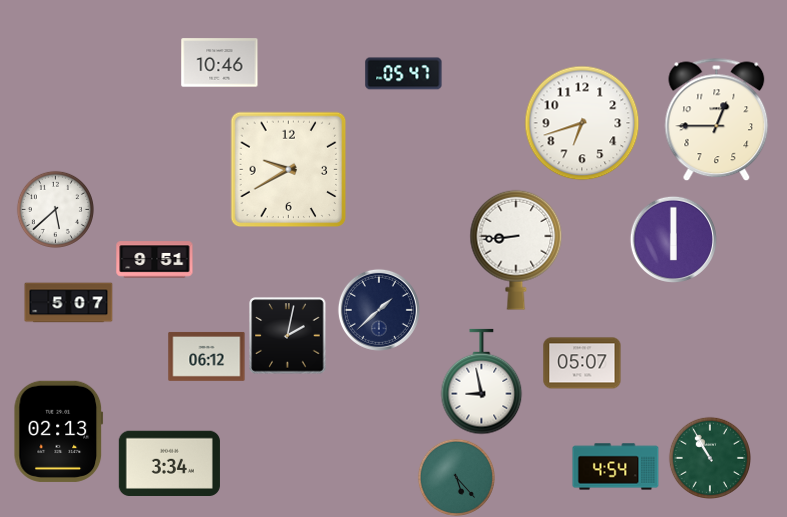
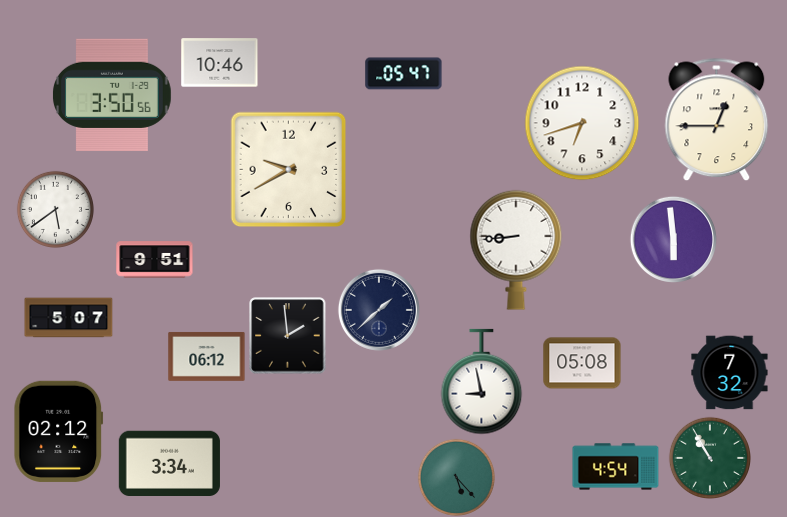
clock at (112, 94): none -> 3:50
clock at (55, 209): 5:38 -> 5:39
clock at (673, 239): 6:00 -> 5:59
clock at (69, 303) position: (69, 303) -> (69, 318)
clock at (288, 336): 2:02 -> 1:59
clock at (582, 363): 05:07 -> 05:08
clock at (730, 373): none -> 7:32
clock at (59, 431): 02:13 -> 02:12
